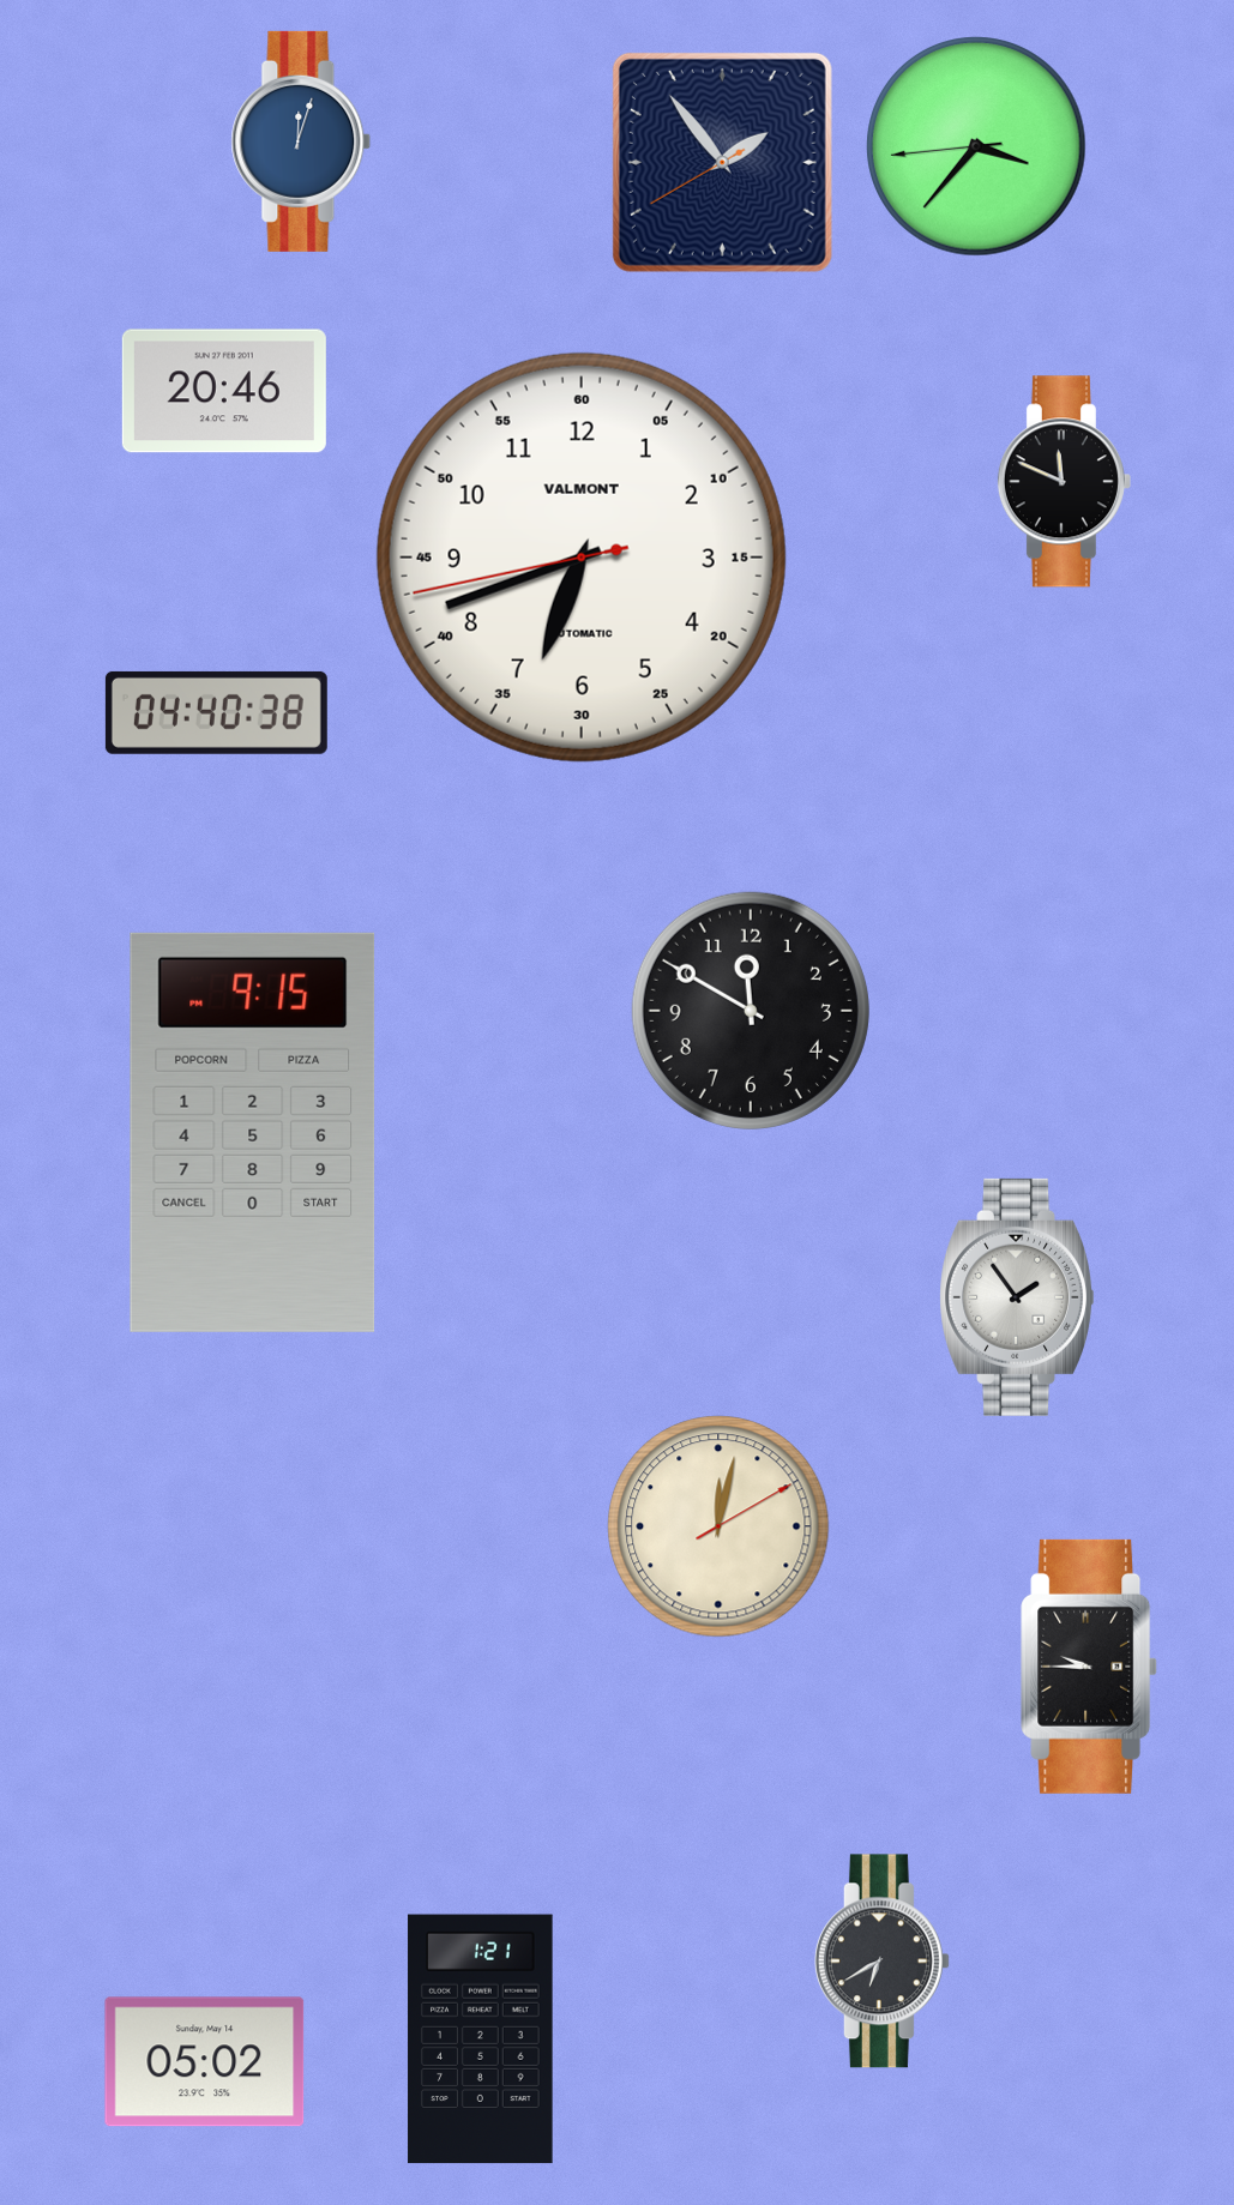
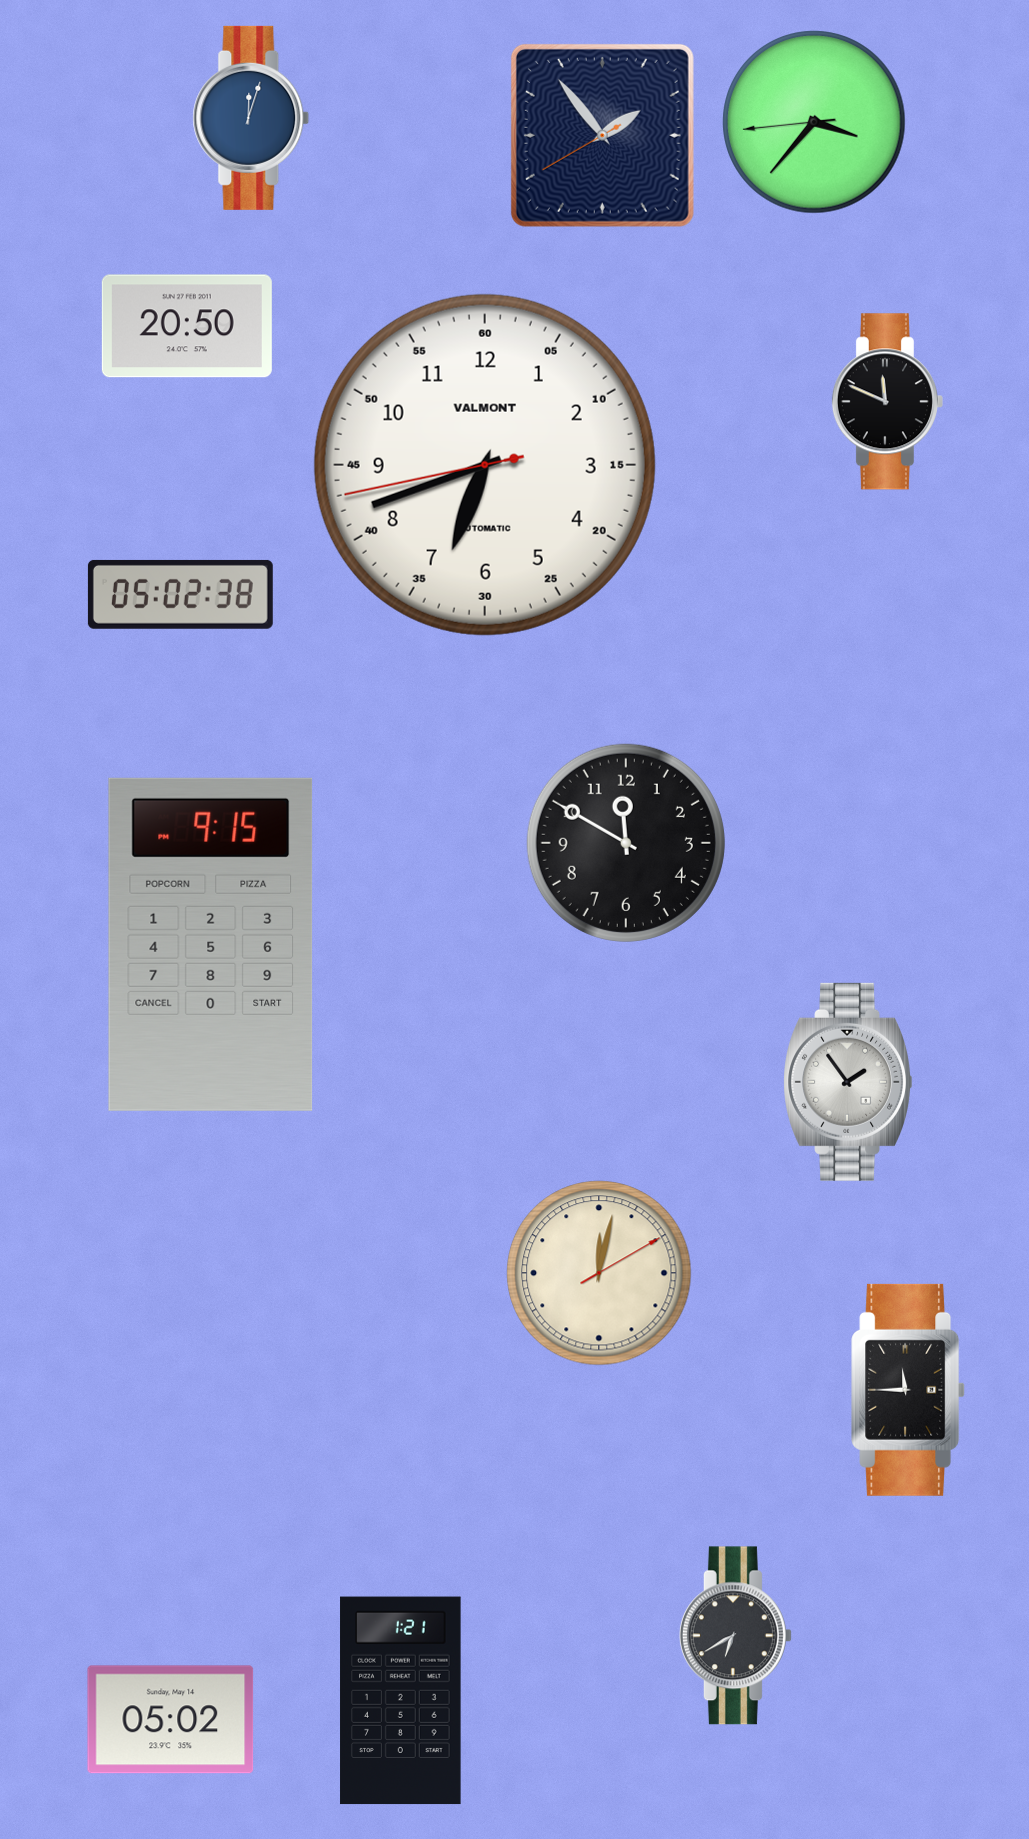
clock at (224, 391): 20:46 -> 20:50
clock at (216, 712): 04:40 -> 05:02
clock at (1090, 1667): 9:45 -> 11:45
